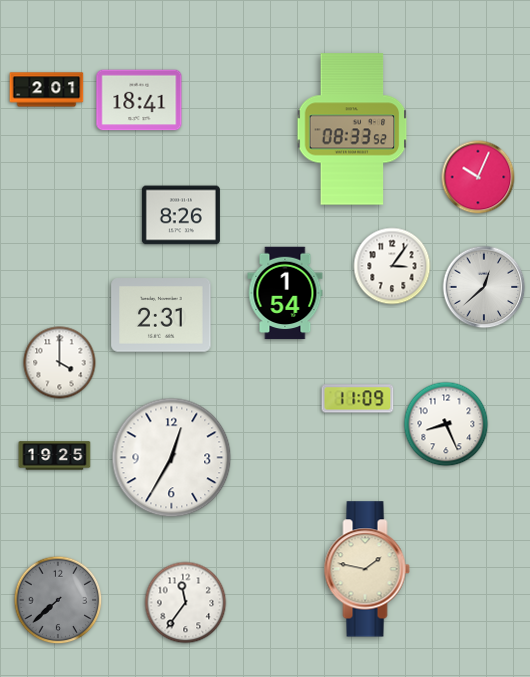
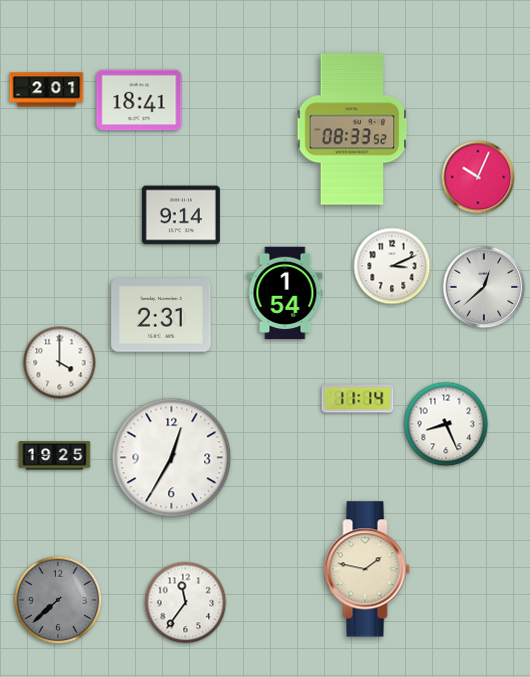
clock at (181, 215): 8:26 -> 9:14
clock at (392, 266): 3:06 -> 3:11
clock at (358, 399): 11:09 -> 11:14
